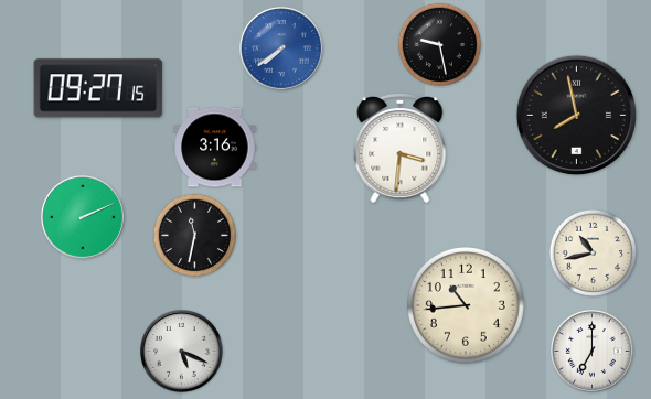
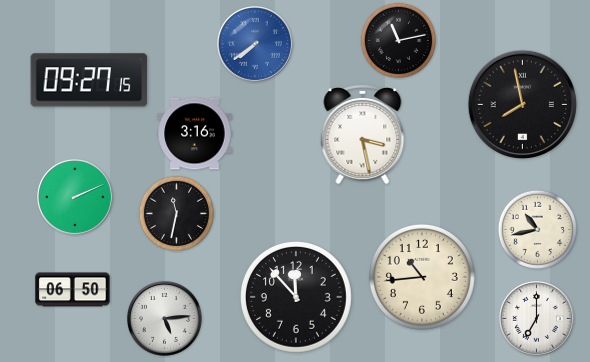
clock at (439, 44): 9:28 -> 11:13
clock at (401, 149): 3:31 -> 3:28
clock at (73, 290): none -> 06:50
clock at (297, 298): none -> 11:53
clock at (182, 352): 5:19 -> 5:14
